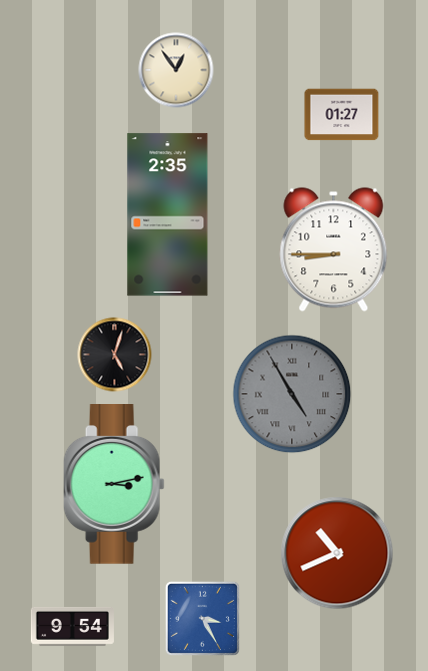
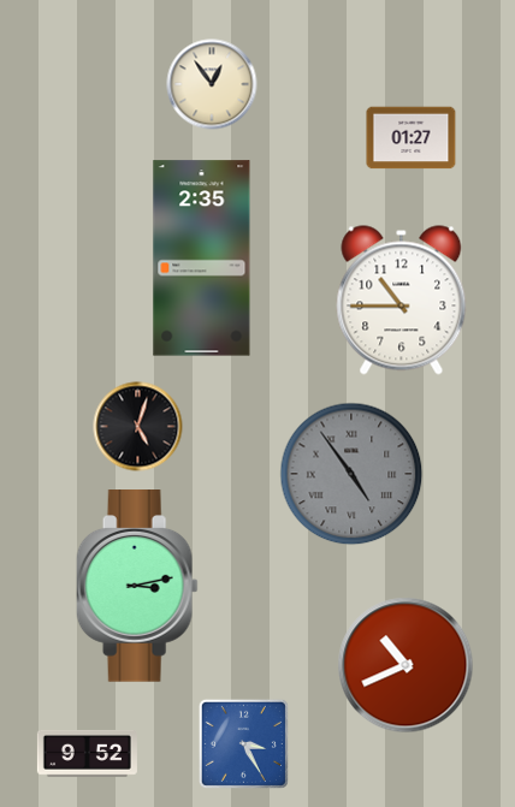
clock at (334, 250): 8:45 -> 10:45
clock at (292, 394): 4:55 -> 4:54
clock at (114, 485) position: (114, 485) -> (137, 587)
clock at (72, 626): 9:54 -> 9:52
